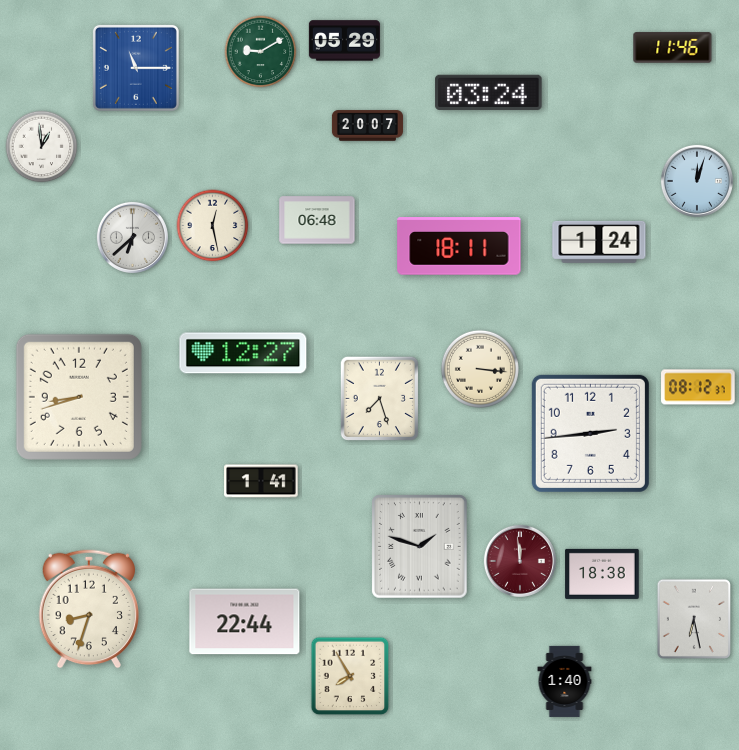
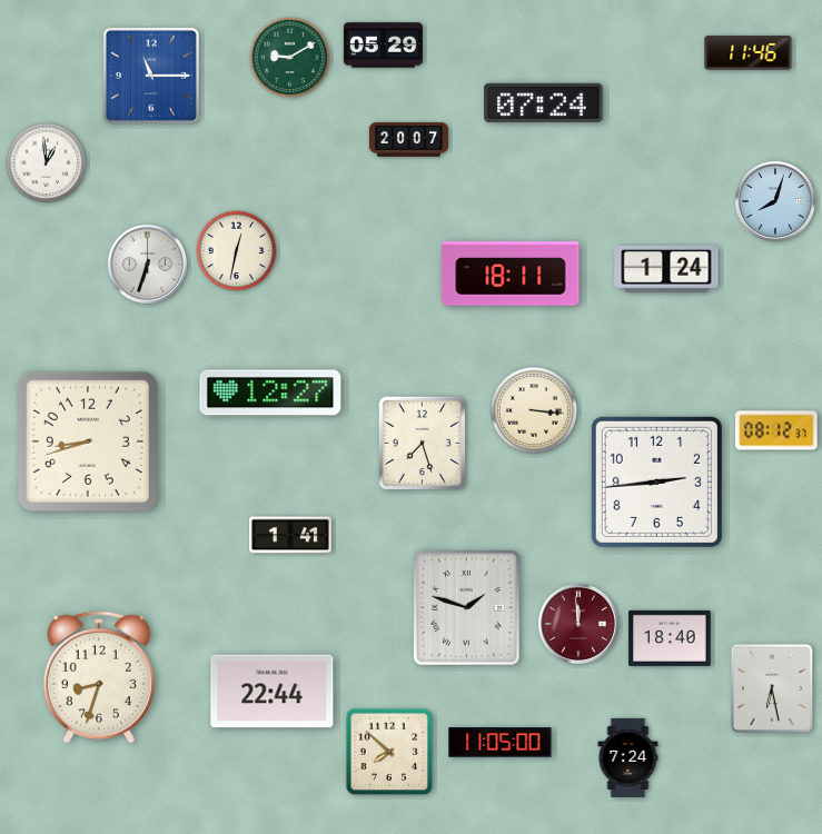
clock at (489, 92): 03:24 -> 07:24
clock at (697, 181): 12:03 -> 8:03
clock at (317, 220): 06:48 -> none
clock at (213, 226): 12:28 -> 12:32
clock at (132, 237): 6:38 -> 6:33
clock at (602, 574): 18:38 -> 18:40
clock at (501, 743): none -> 11:05
clock at (350, 676): 7:55 -> 7:52
clock at (565, 681): 1:40 -> 7:24
